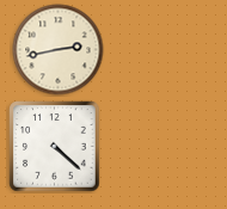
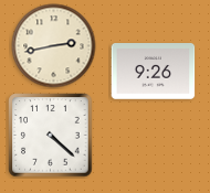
clock at (154, 72): none -> 9:26
